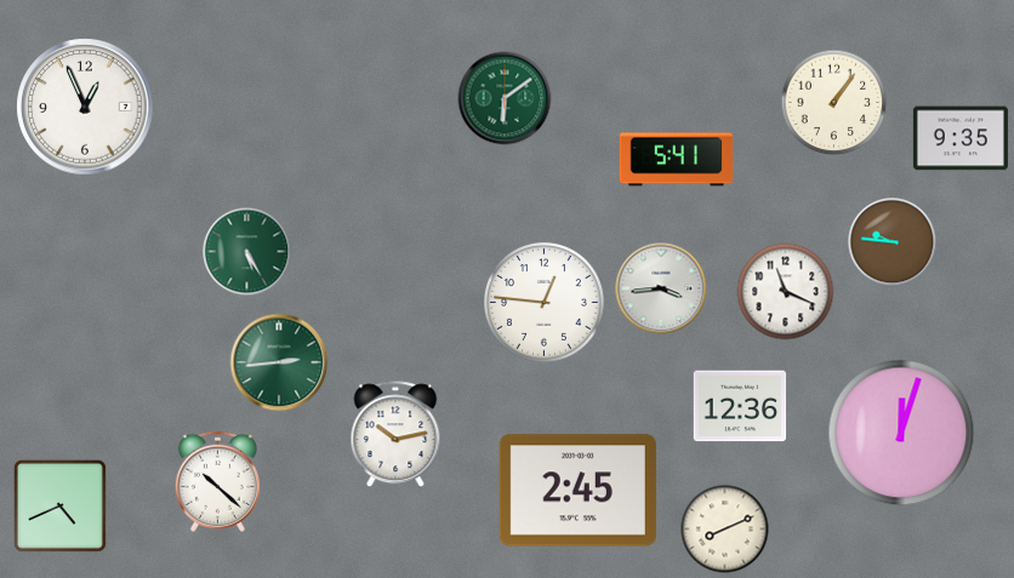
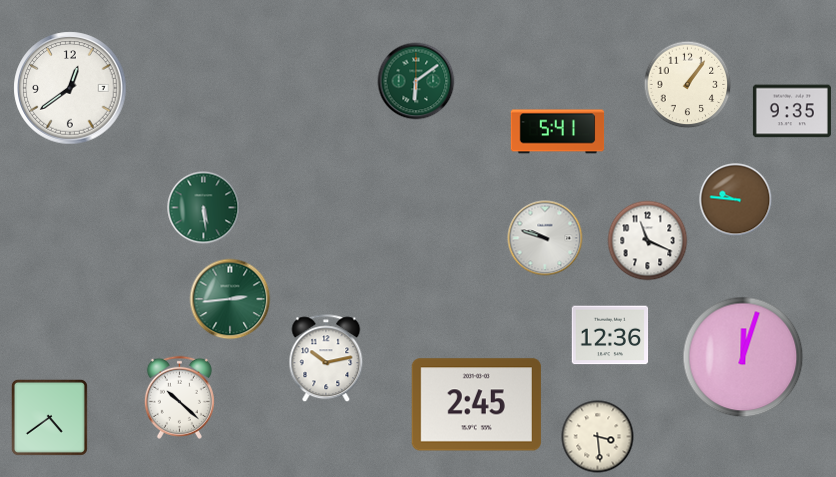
clock at (85, 107): 12:56 -> 12:39
clock at (961, 138) position: (961, 138) -> (792, 111)
clock at (247, 252): 5:25 -> 5:29
clock at (661, 288): 3:44 -> 9:48
clock at (545, 303): 12:46 -> none
clock at (59, 505): 4:41 -> 4:39
clock at (725, 530): 8:11 -> 3:29
